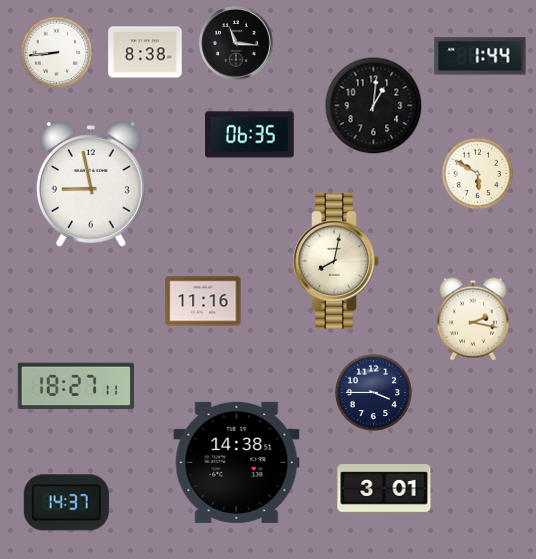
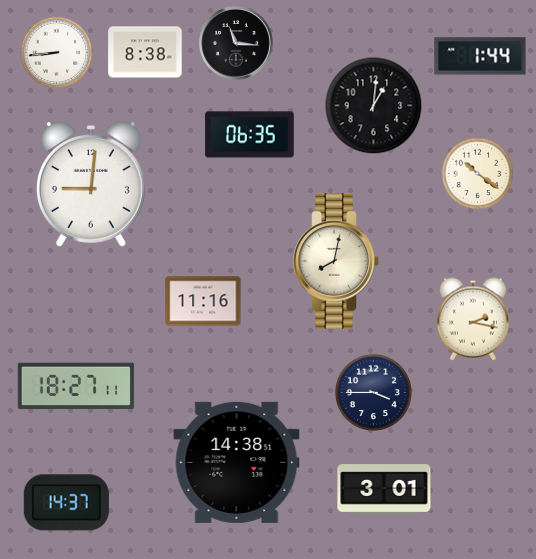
clock at (478, 174): 5:50 -> 10:21
clock at (91, 184): 8:58 -> 9:01
